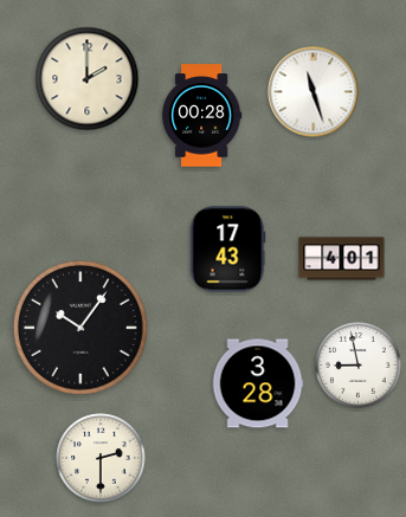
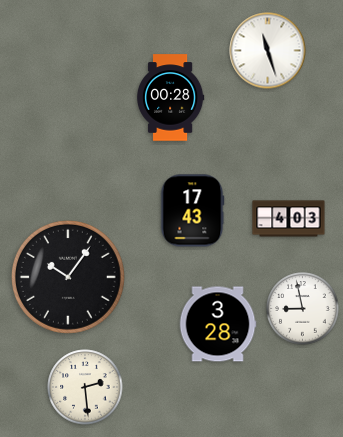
clock at (88, 79): 2:00 -> none
clock at (314, 92) position: (314, 92) -> (268, 51)
clock at (342, 259): 4:01 -> 4:03
clock at (101, 458): 2:30 -> 2:29
